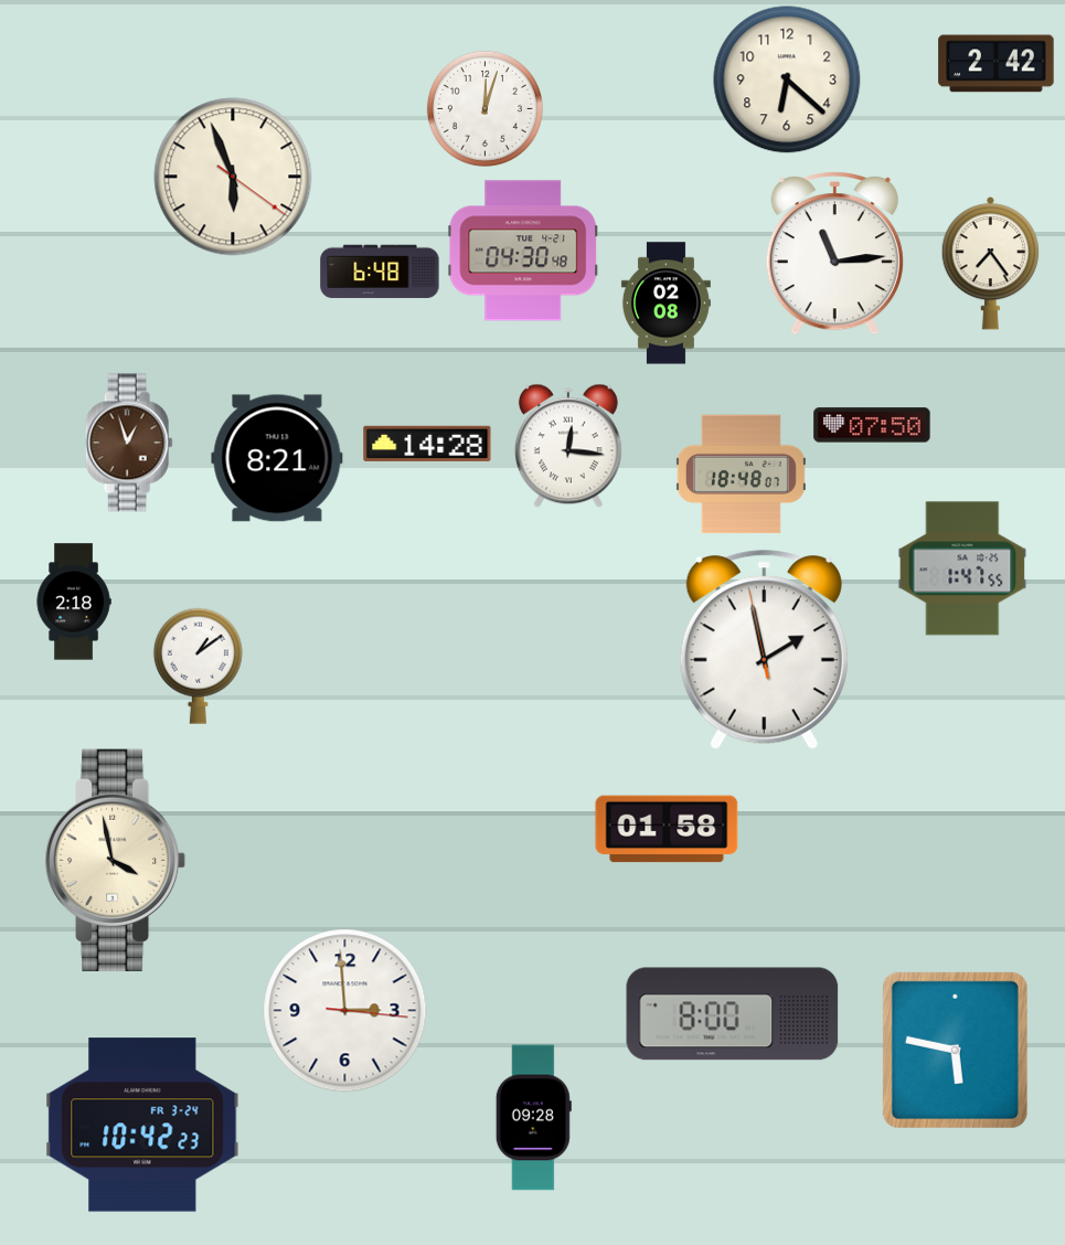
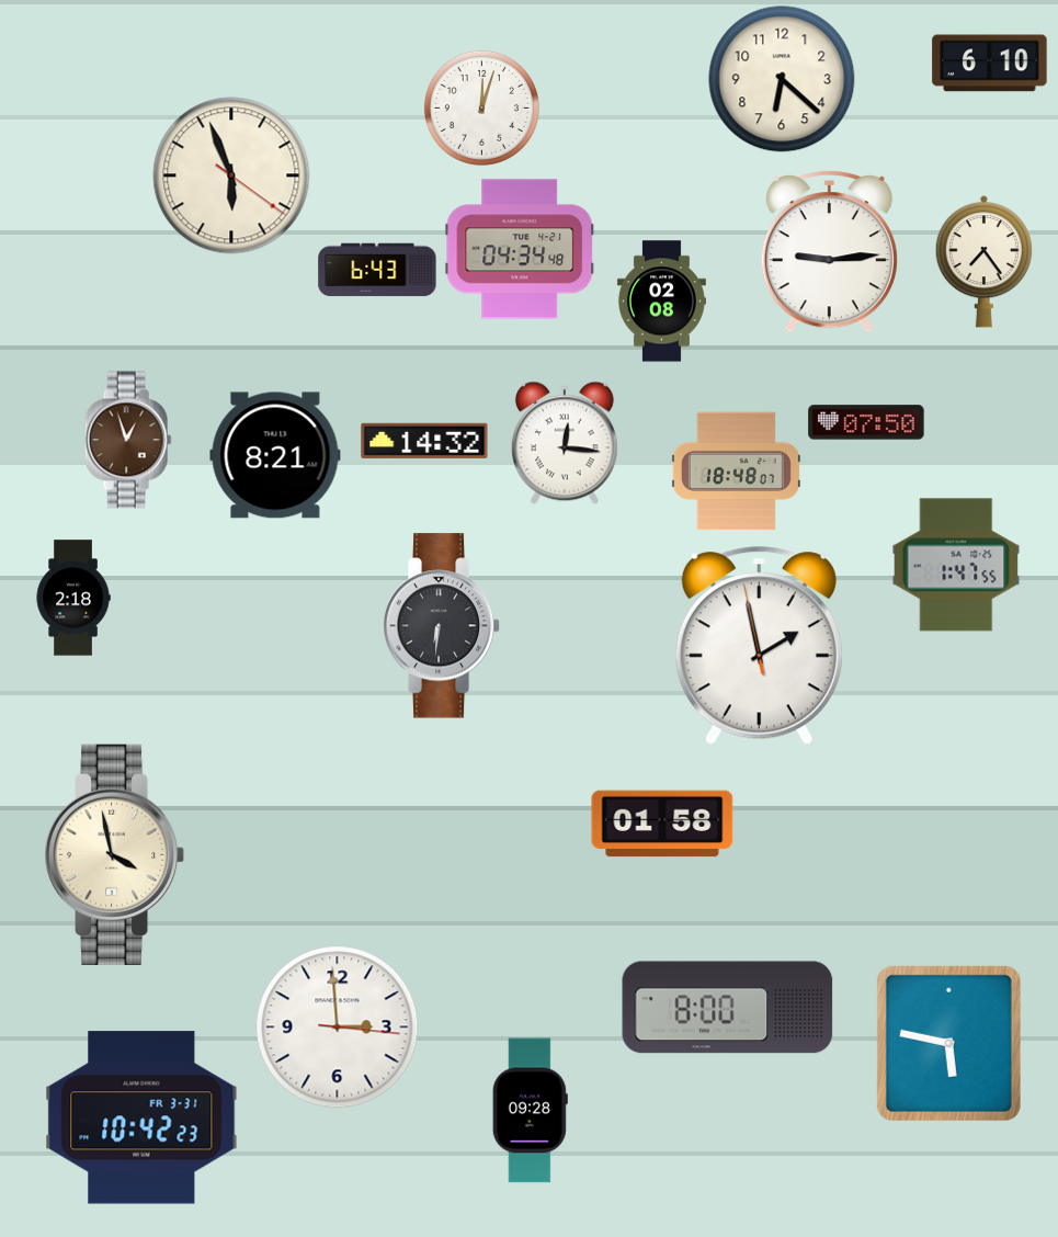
clock at (997, 64): 2:42 -> 6:10
clock at (523, 251): 04:30 -> 04:34
clock at (834, 254): 11:14 -> 9:14
clock at (380, 272): 6:48 -> 6:43
clock at (427, 444): 14:28 -> 14:32
clock at (442, 626): none -> 6:31
clock at (198, 666): 1:09 -> none
clock at (345, 1011) position: (345, 1011) -> (338, 1028)
clock at (142, 1125) date: FR 3-24 -> FR 3-31
